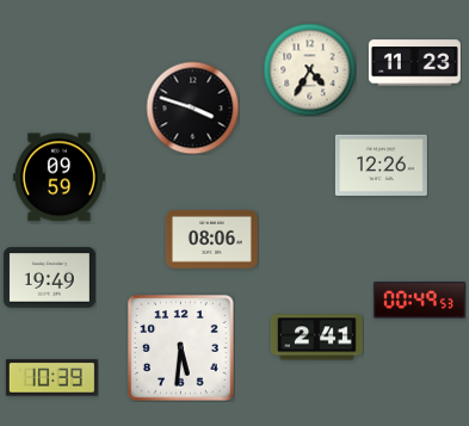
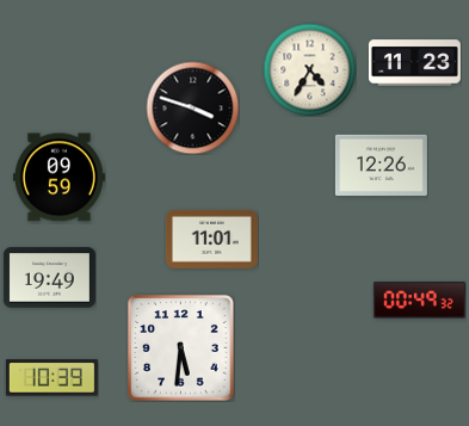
clock at (211, 240): 08:06 -> 11:01
clock at (419, 301): 00:49:53 -> 00:49:32
clock at (316, 338): 2:41 -> none
